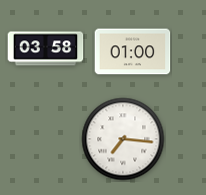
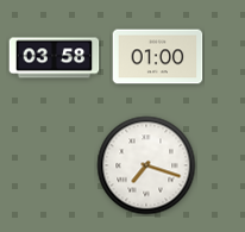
clock at (133, 52) position: (133, 52) -> (158, 57)
clock at (123, 139): 7:16 -> 7:18
